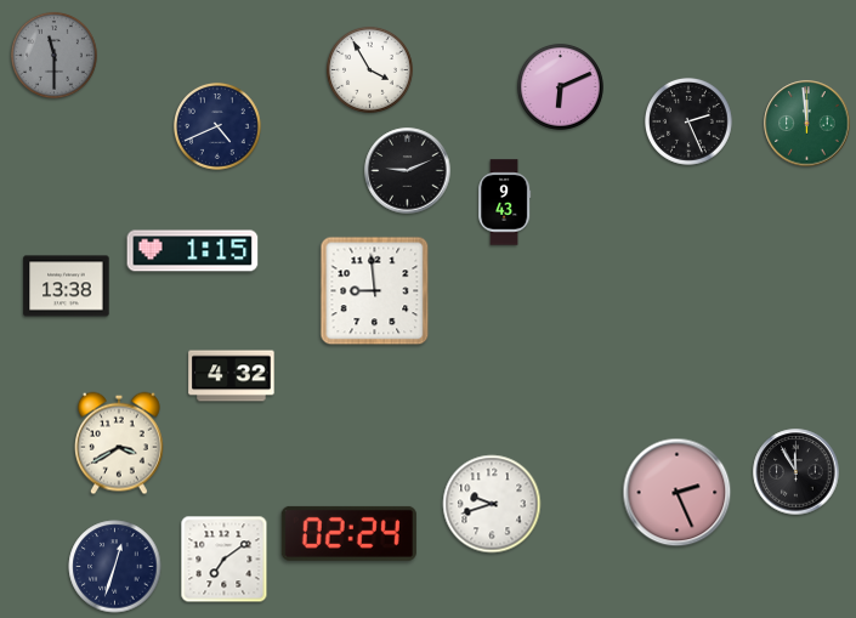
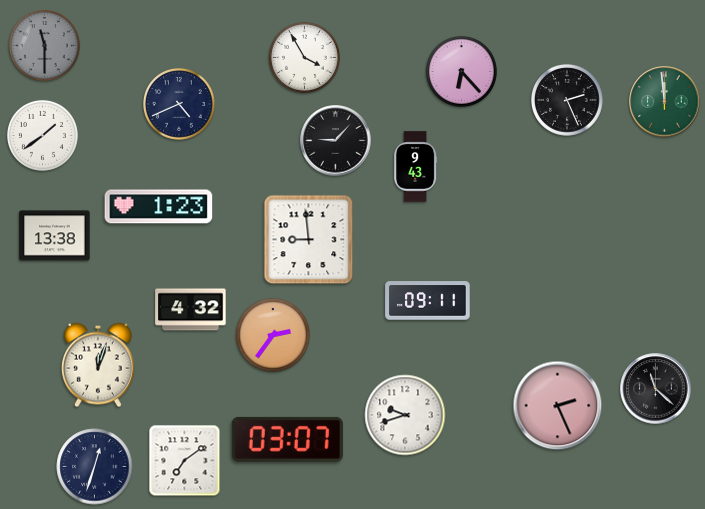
clock at (560, 86): 6:11 -> 6:23
clock at (42, 135): none -> 1:39
clock at (408, 171): 9:11 -> 9:07
clock at (193, 251): 1:15 -> 1:23
clock at (428, 301): none -> 09:11
clock at (273, 335): none -> 2:36
clock at (120, 443): 3:40 -> 12:03
clock at (797, 472): 11:55 -> 11:22
clock at (348, 533): 02:24 -> 03:07
